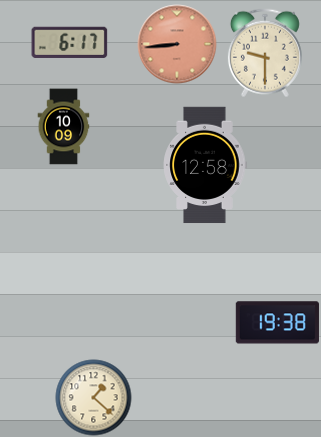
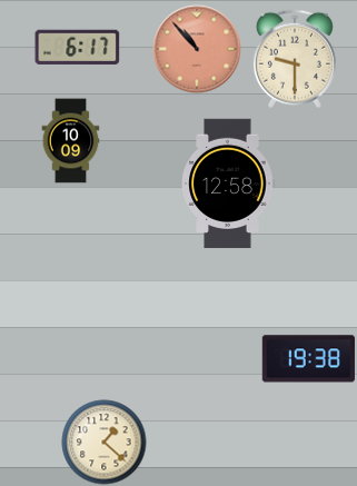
clock at (177, 44): 8:44 -> 10:53
